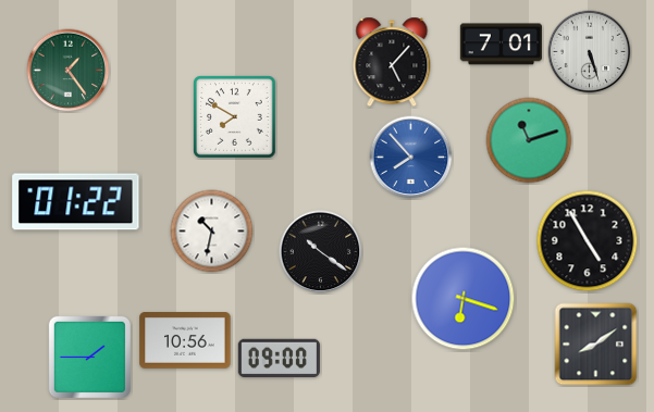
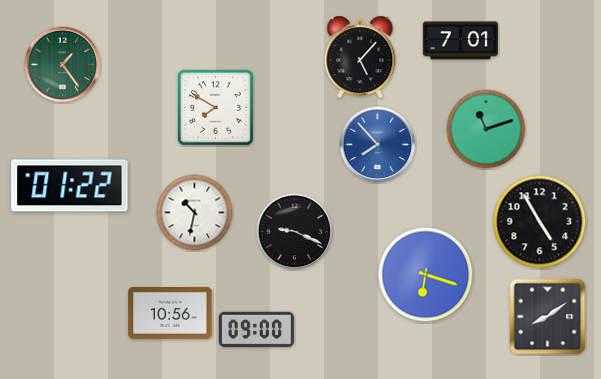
clock at (590, 52): 5:27 -> none
clock at (321, 252): 10:21 -> 9:19
clock at (89, 357): 1:45 -> none
